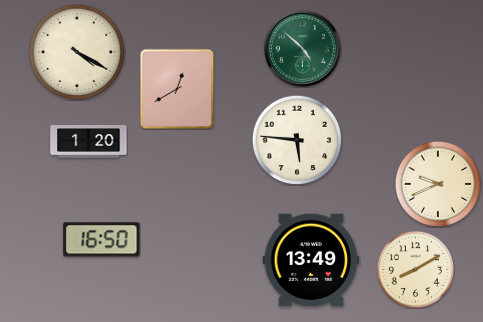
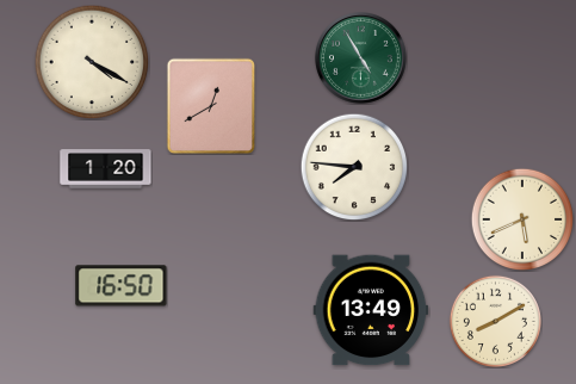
clock at (303, 49): 4:52 -> 4:55
clock at (297, 140): 5:46 -> 7:46
clock at (438, 184): 9:41 -> 5:41
